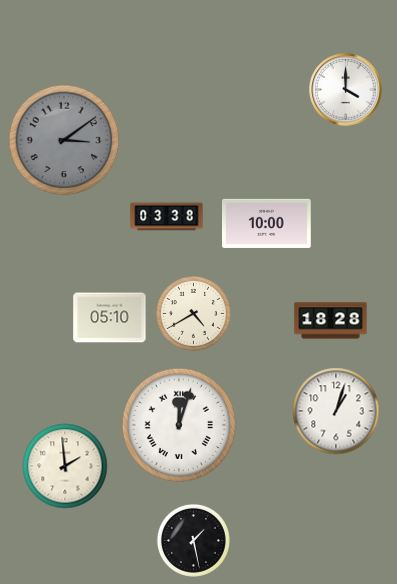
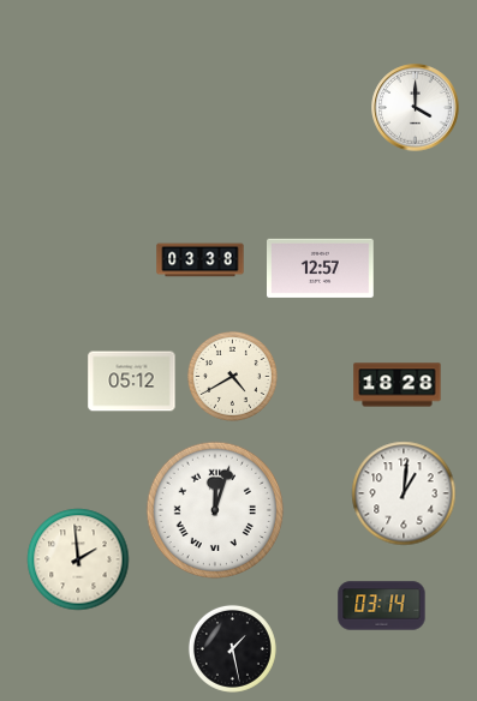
clock at (64, 140): 3:09 -> none
clock at (267, 223): 10:00 -> 12:57
clock at (110, 318): 05:10 -> 05:12
clock at (336, 411): 1:03 -> 1:01
clock at (382, 606): none -> 03:14
